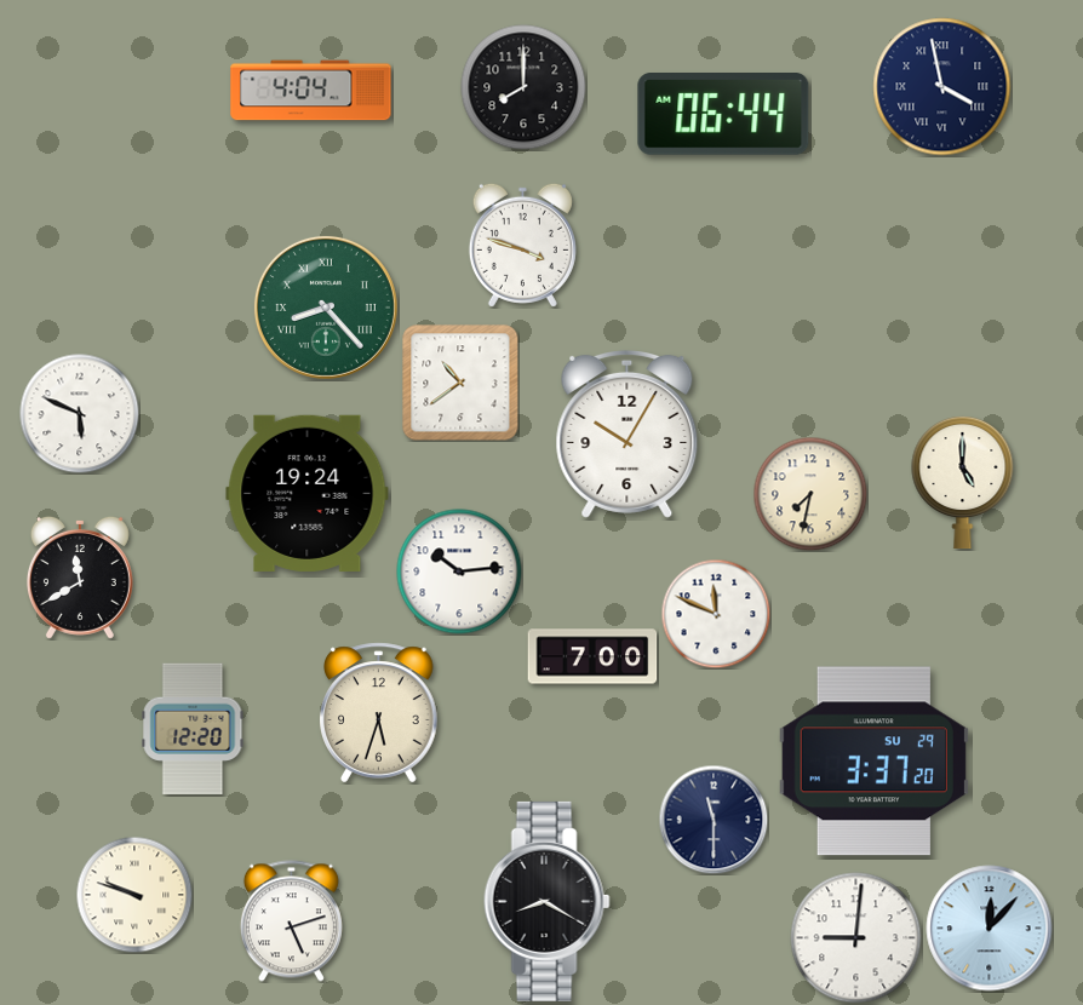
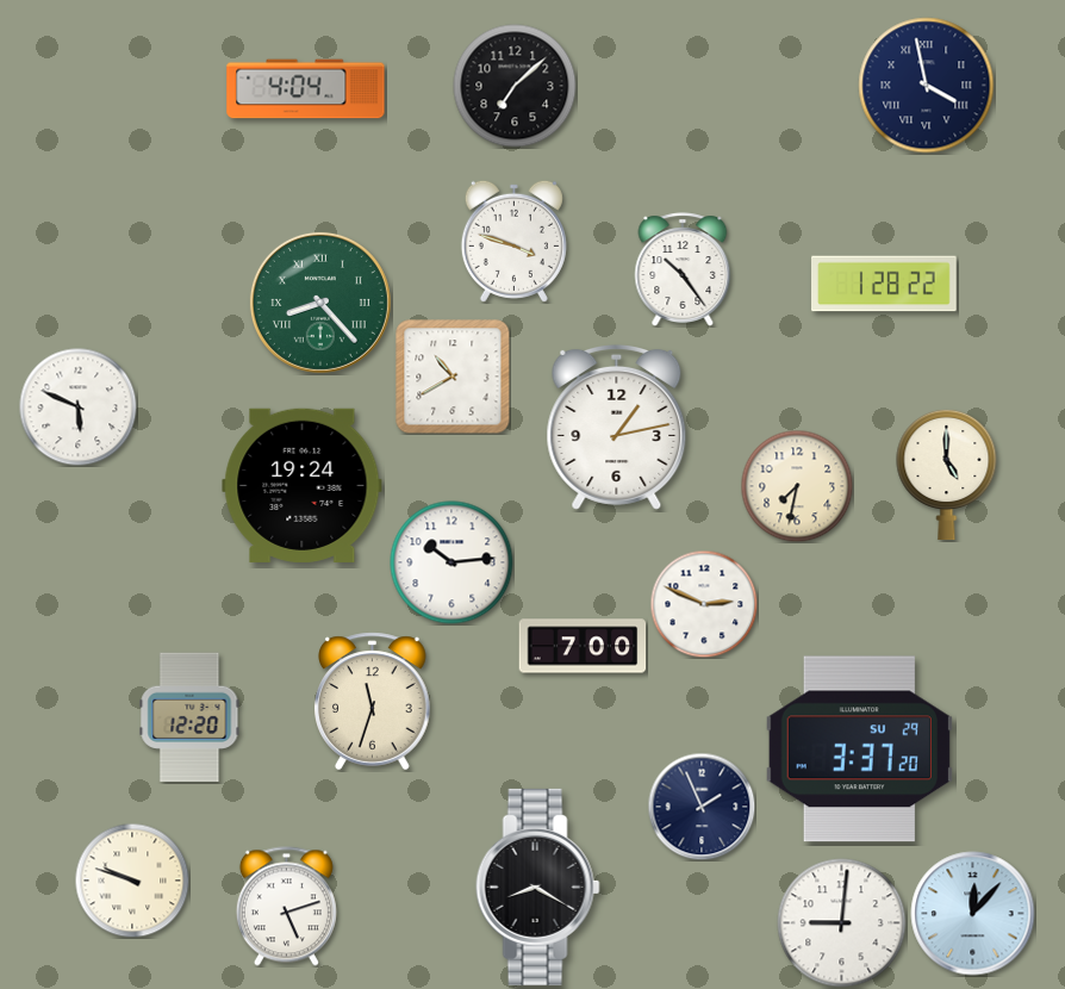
clock at (523, 87): 8:00 -> 7:08
clock at (723, 115): 06:44 -> none
clock at (683, 269): none -> 10:24
clock at (885, 284): none -> 1:28
clock at (460, 383): 10:39 -> 10:40
clock at (628, 433): 10:05 -> 1:13
clock at (80, 578): 11:40 -> none
clock at (716, 614): 11:49 -> 2:49
clock at (379, 713): 5:33 -> 11:33
clock at (714, 820): 11:30 -> 1:56
